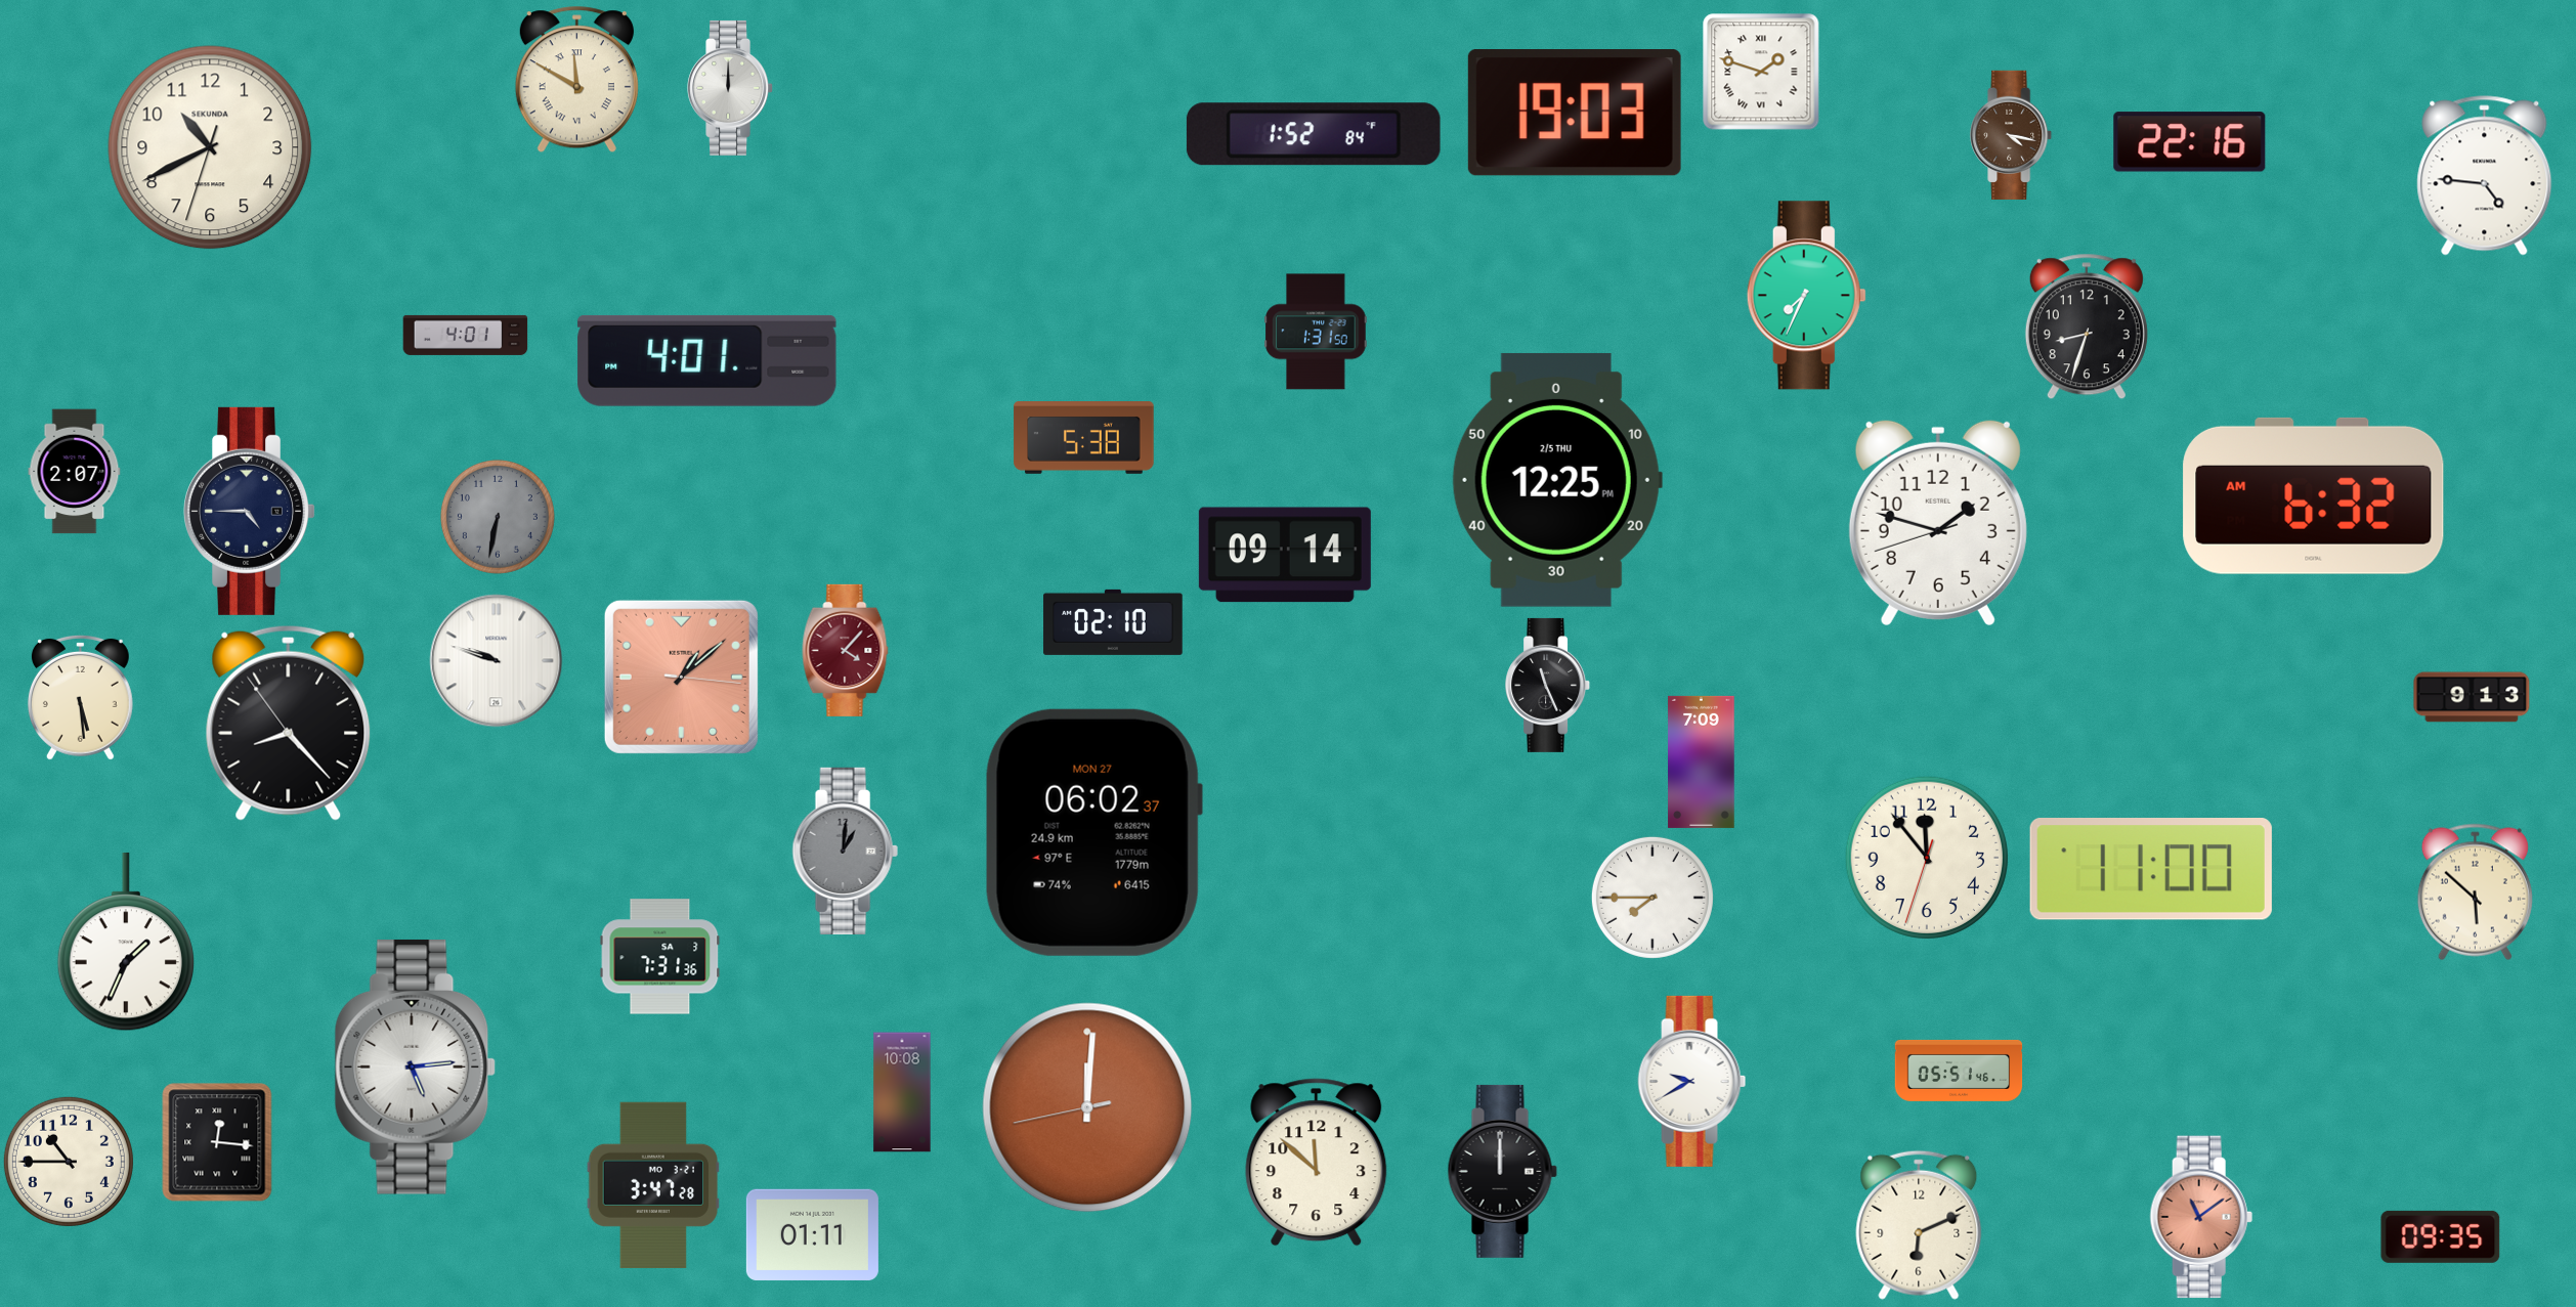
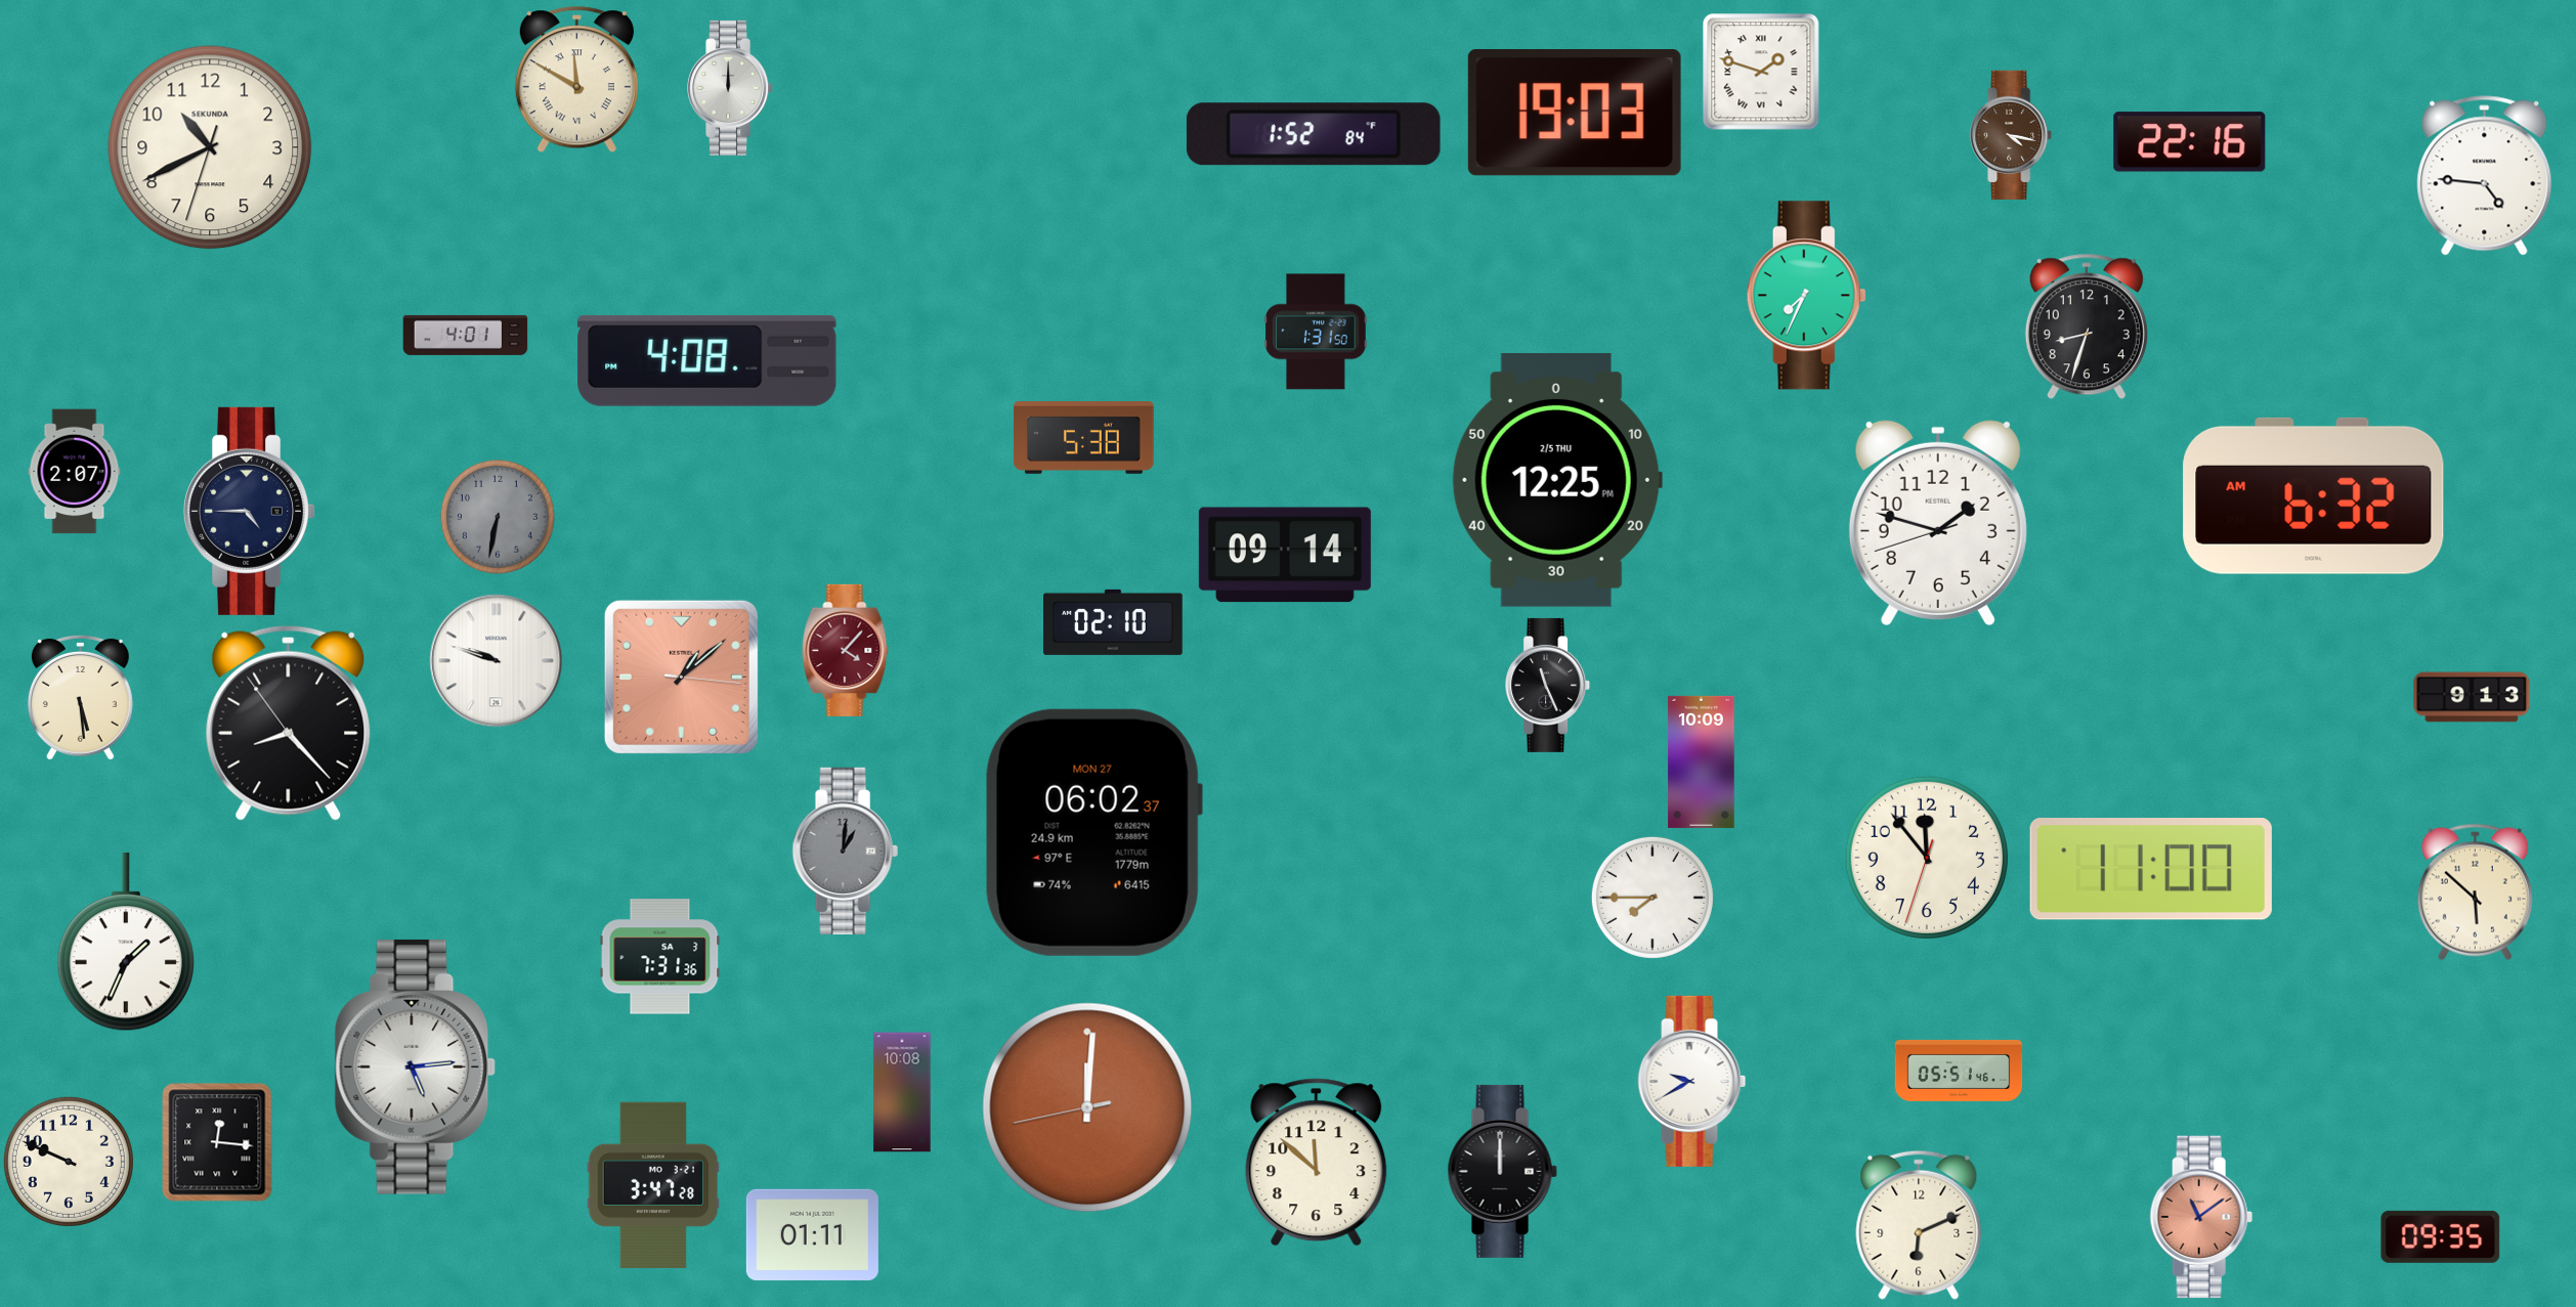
clock at (707, 360): 4:01 -> 4:08
clock at (1702, 761): 7:09 -> 10:09
clock at (69, 1162): 10:45 -> 9:49
